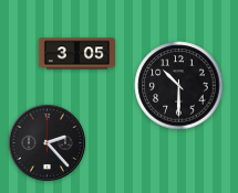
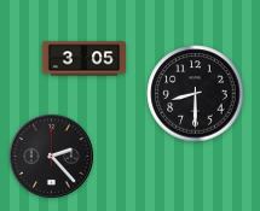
clock at (179, 86): 10:30 -> 8:30
